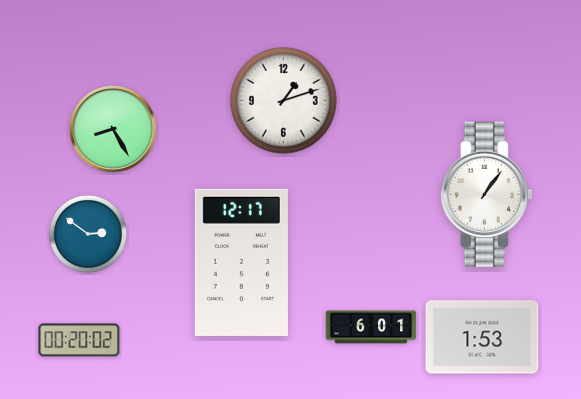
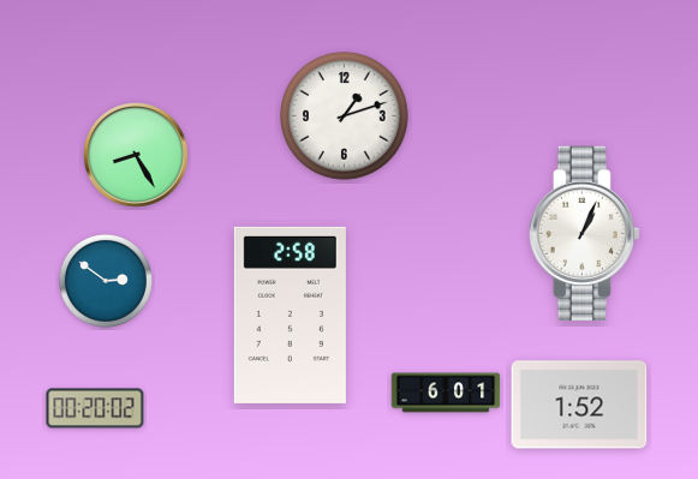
clock at (284, 101) position: (284, 101) -> (345, 116)
clock at (486, 194): 1:06 -> 1:04
clock at (241, 262): 12:17 -> 2:58
clock at (482, 337): 1:53 -> 1:52
